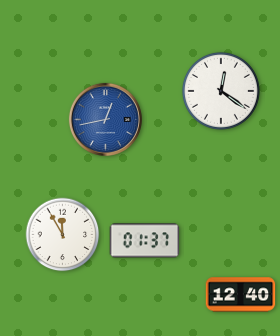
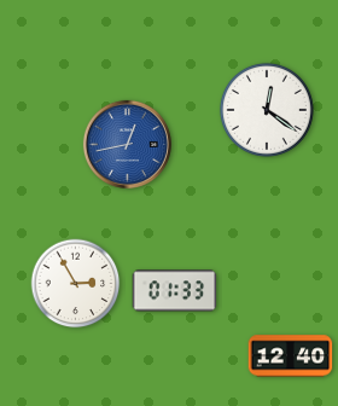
clock at (63, 235): 11:55 -> 2:55
clock at (145, 241): 01:37 -> 01:33
